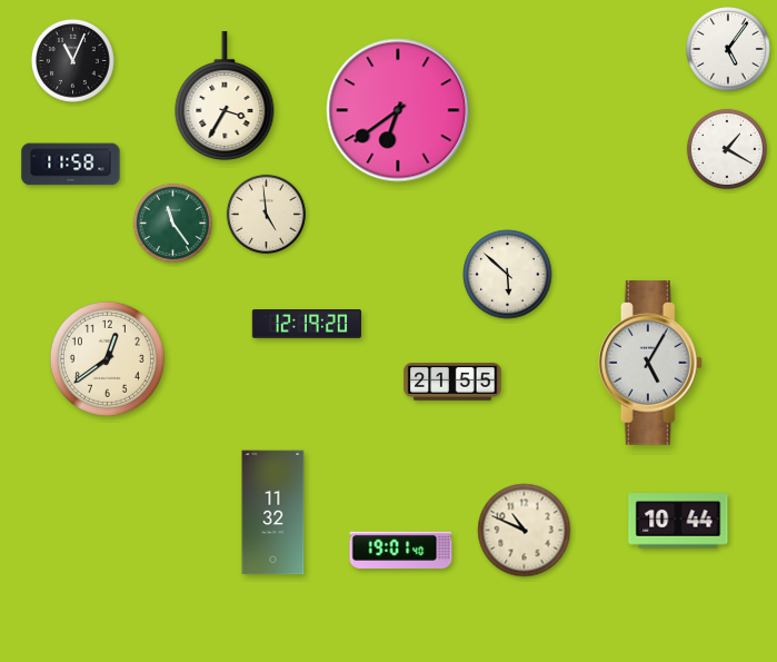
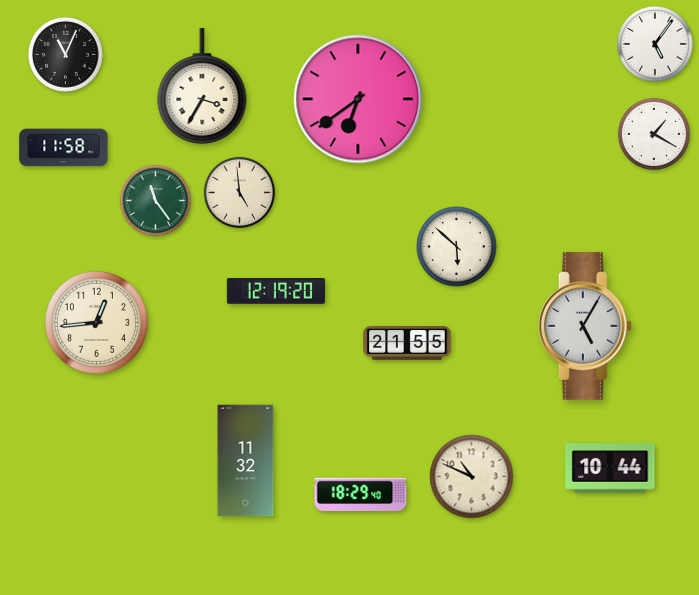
clock at (107, 358): 12:39 -> 12:44
clock at (401, 550): 19:01 -> 18:29
